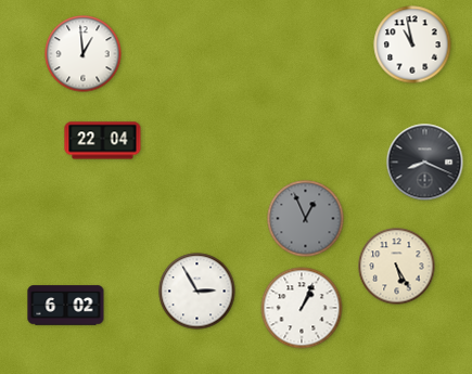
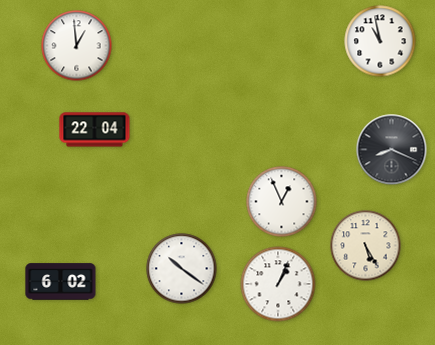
clock at (84, 54) position: (84, 54) -> (77, 46)
clock at (306, 219) dial: grey -> white
clock at (197, 292): 2:55 -> 10:21
